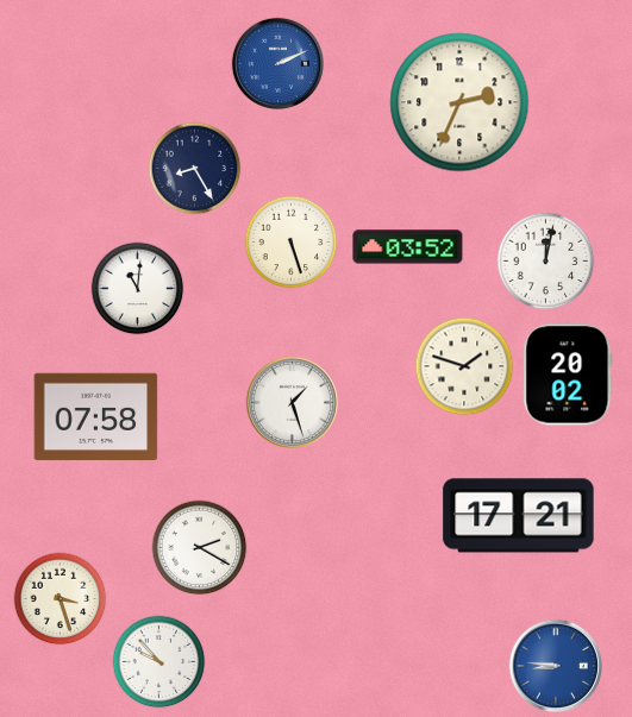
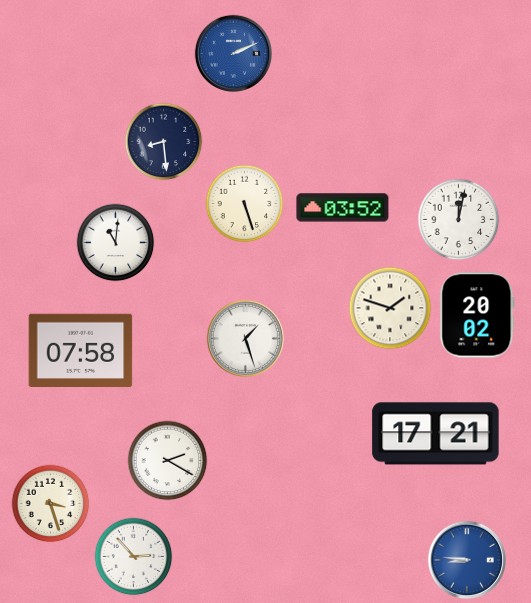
clock at (459, 102): 2:34 -> none
clock at (194, 168): 8:25 -> 8:29
clock at (158, 661): 9:53 -> 2:53
